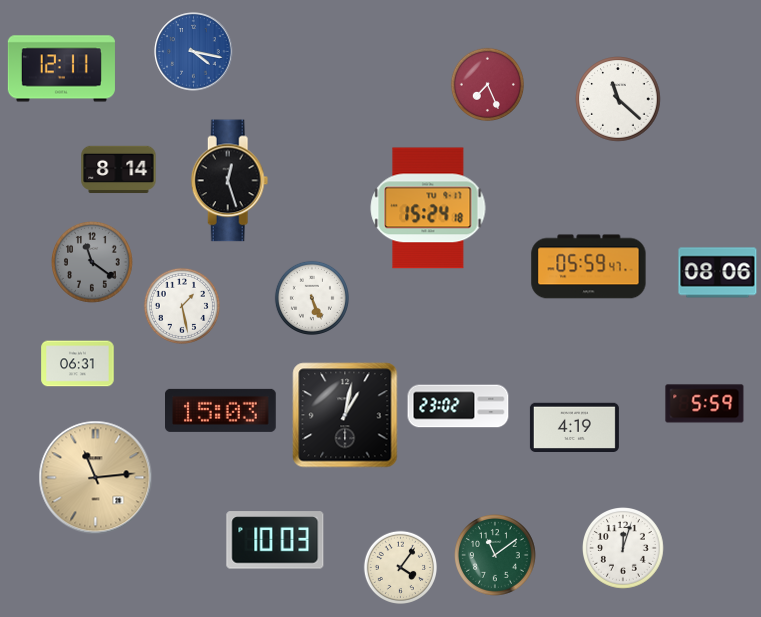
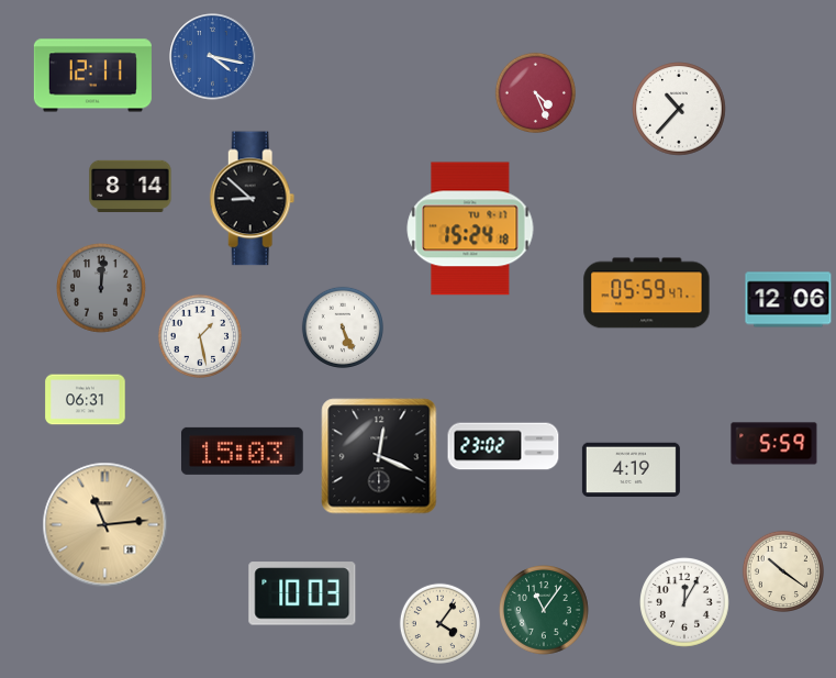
clock at (61, 69) position: (61, 69) -> (92, 76)
clock at (487, 84): 7:26 -> 4:26
clock at (618, 99): 11:22 -> 10:37
clock at (230, 181): 12:27 -> 8:52
clock at (93, 263): 11:21 -> 12:01
clock at (718, 273): 08:06 -> 12:06
clock at (345, 415): 1:02 -> 12:19
clock at (783, 571): none -> 10:21
clock at (624, 549): 12:03 -> 12:05
clock at (496, 556): 11:09 -> 11:06
